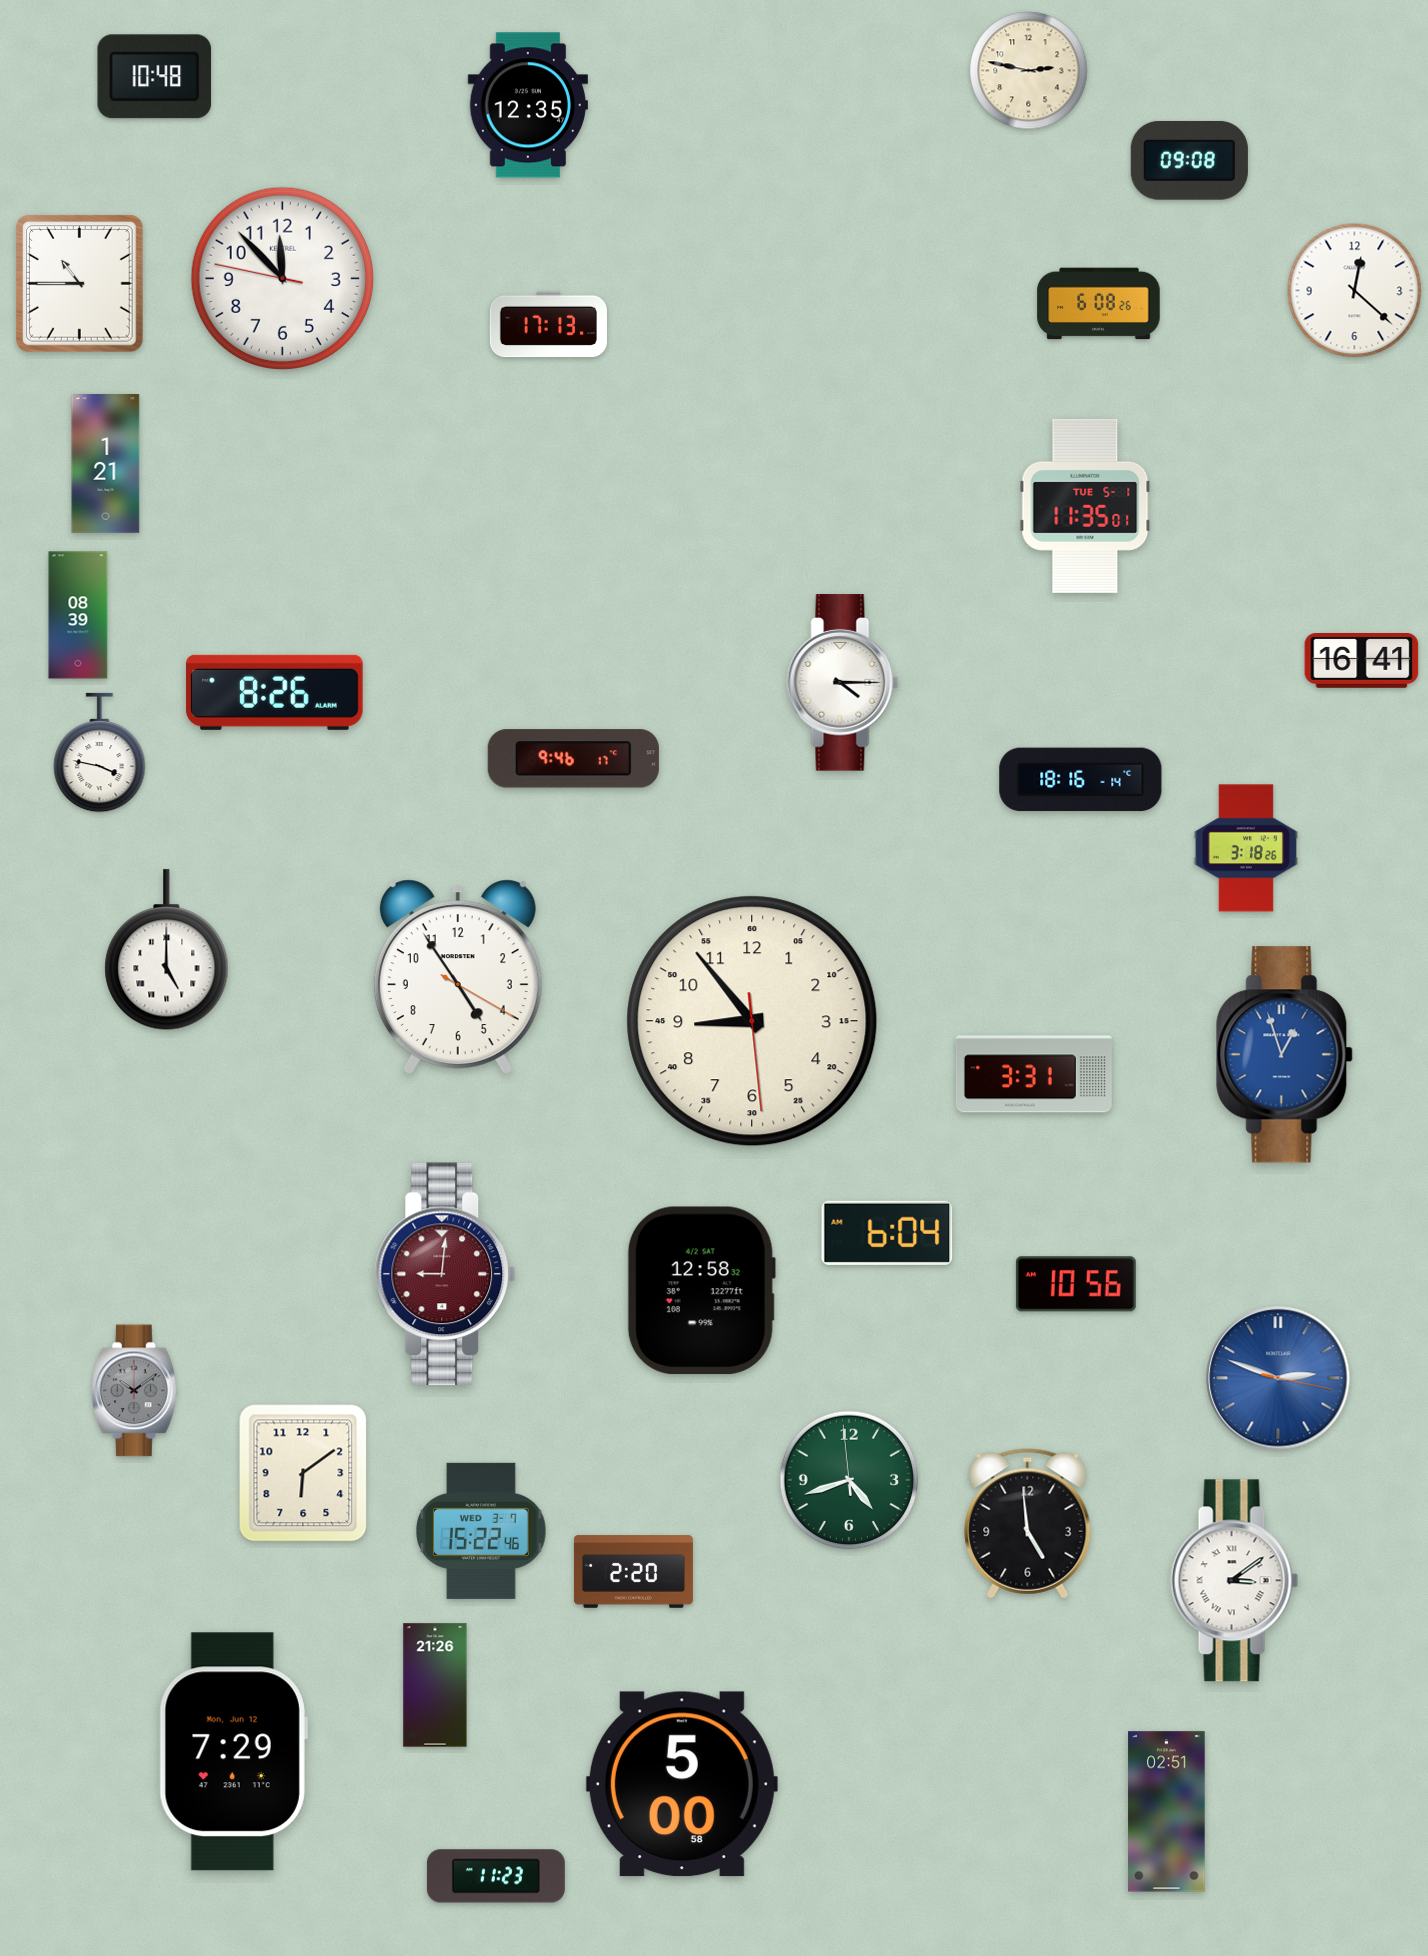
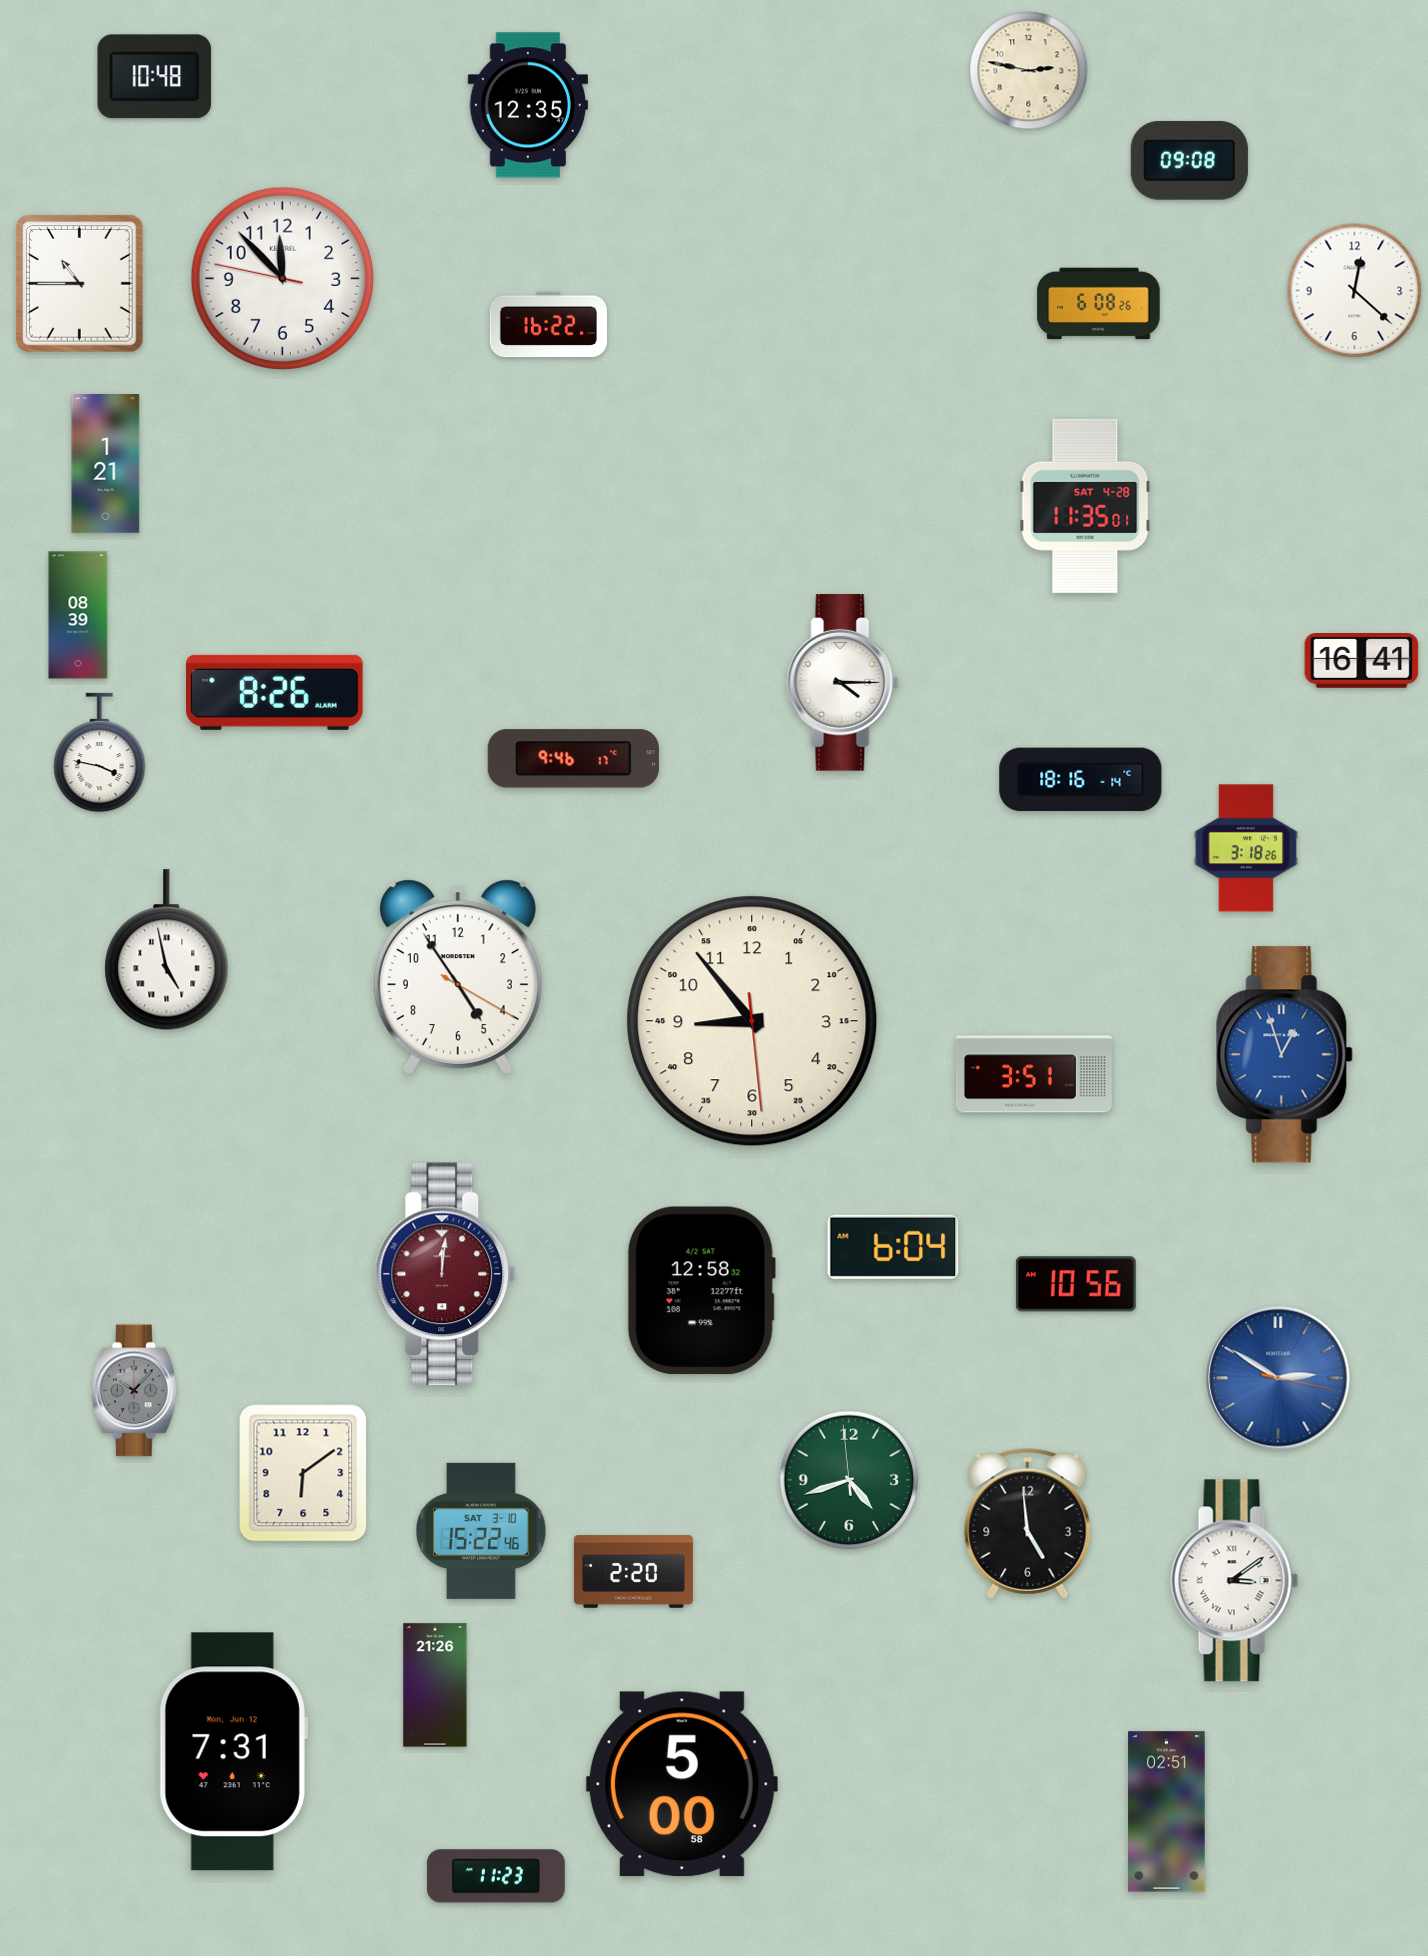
clock at (548, 325): 17:13 -> 16:22
clock at (1085, 506) date: TUE 5-1 -> SAT 4-28
clock at (167, 950): 5:00 -> 4:58
clock at (1034, 1074): 3:31 -> 3:51
clock at (887, 1233) position: (887, 1233) -> (893, 1247)
clock at (445, 1274): 9:01 -> 12:01
clock at (1278, 1378): 2:48 -> 2:50
clock at (135, 1391): 10:09 -> 10:07
clock at (482, 1531) date: WED 3-7 -> SAT 3-10
clock at (233, 1752): 7:29 -> 7:31
